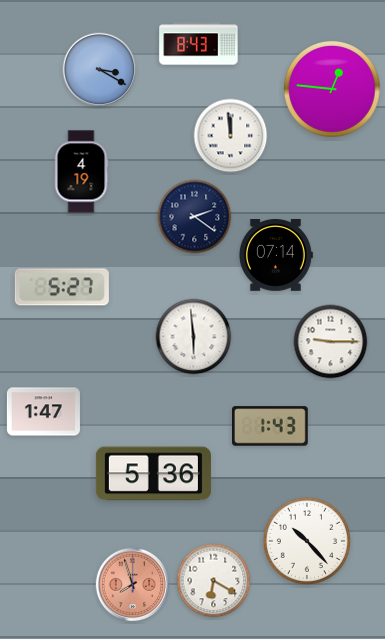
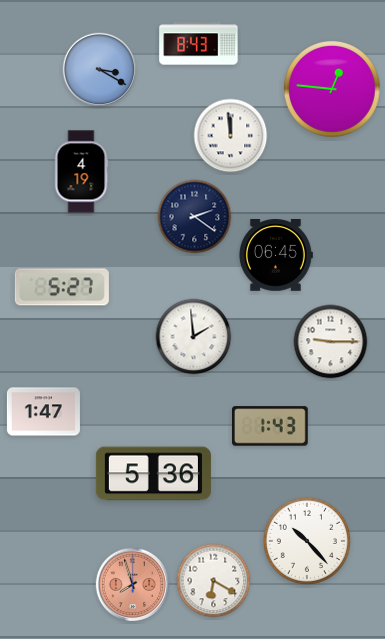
clock at (275, 256): 07:14 -> 06:45
clock at (194, 337): 5:59 -> 1:59
